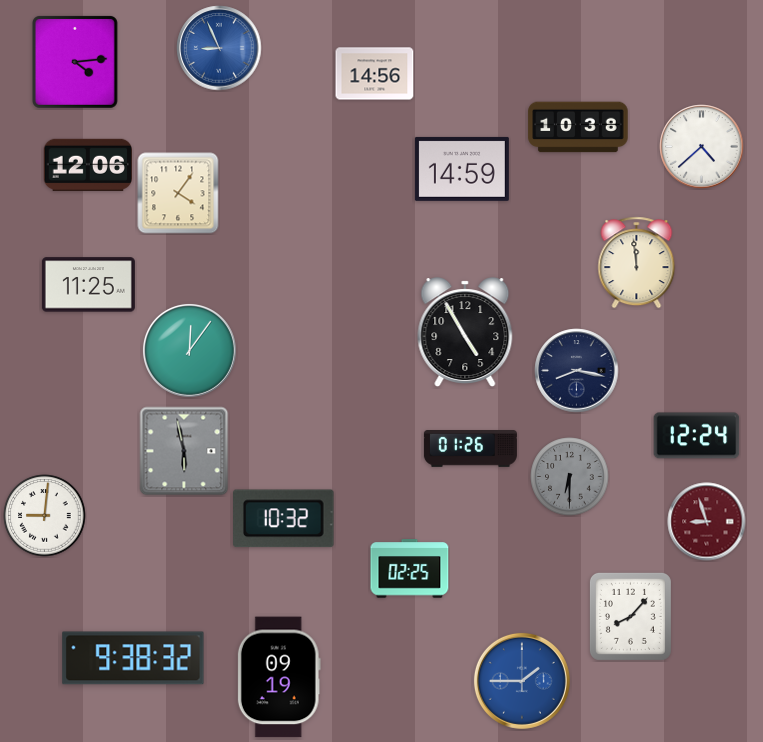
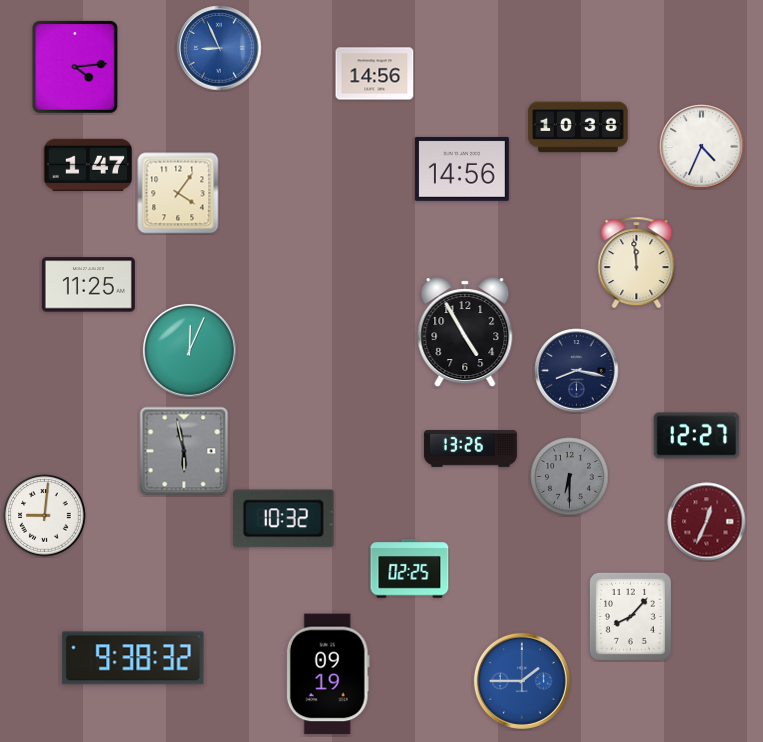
clock at (75, 62) position: (75, 62) -> (75, 67)
clock at (702, 147): 4:38 -> 4:34
clock at (87, 165): 12:06 -> 1:47
clock at (462, 169): 14:59 -> 14:56
clock at (189, 350): 12:06 -> 12:04
clock at (697, 436): 12:24 -> 12:27
clock at (470, 449): 01:26 -> 13:26
clock at (707, 522): 8:57 -> 12:34
clock at (279, 677) position: (279, 677) -> (328, 674)
